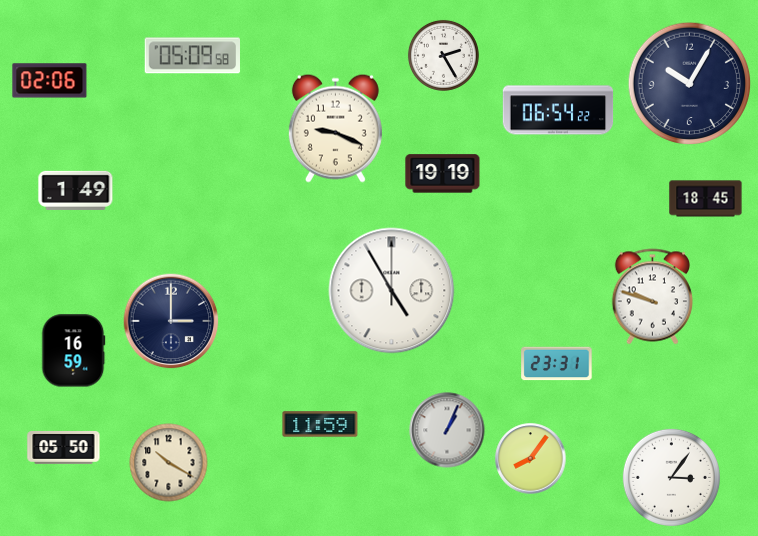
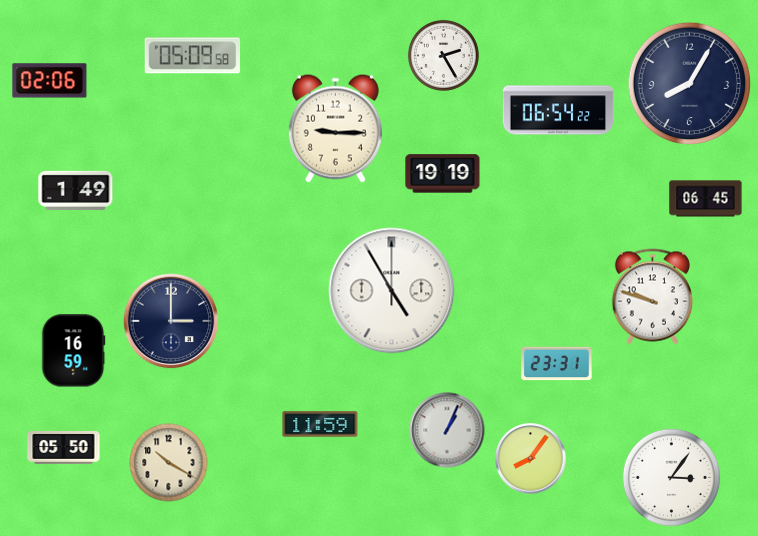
clock at (690, 84): 10:05 -> 8:05
clock at (335, 128): 9:19 -> 9:15
clock at (706, 199): 18:45 -> 06:45
